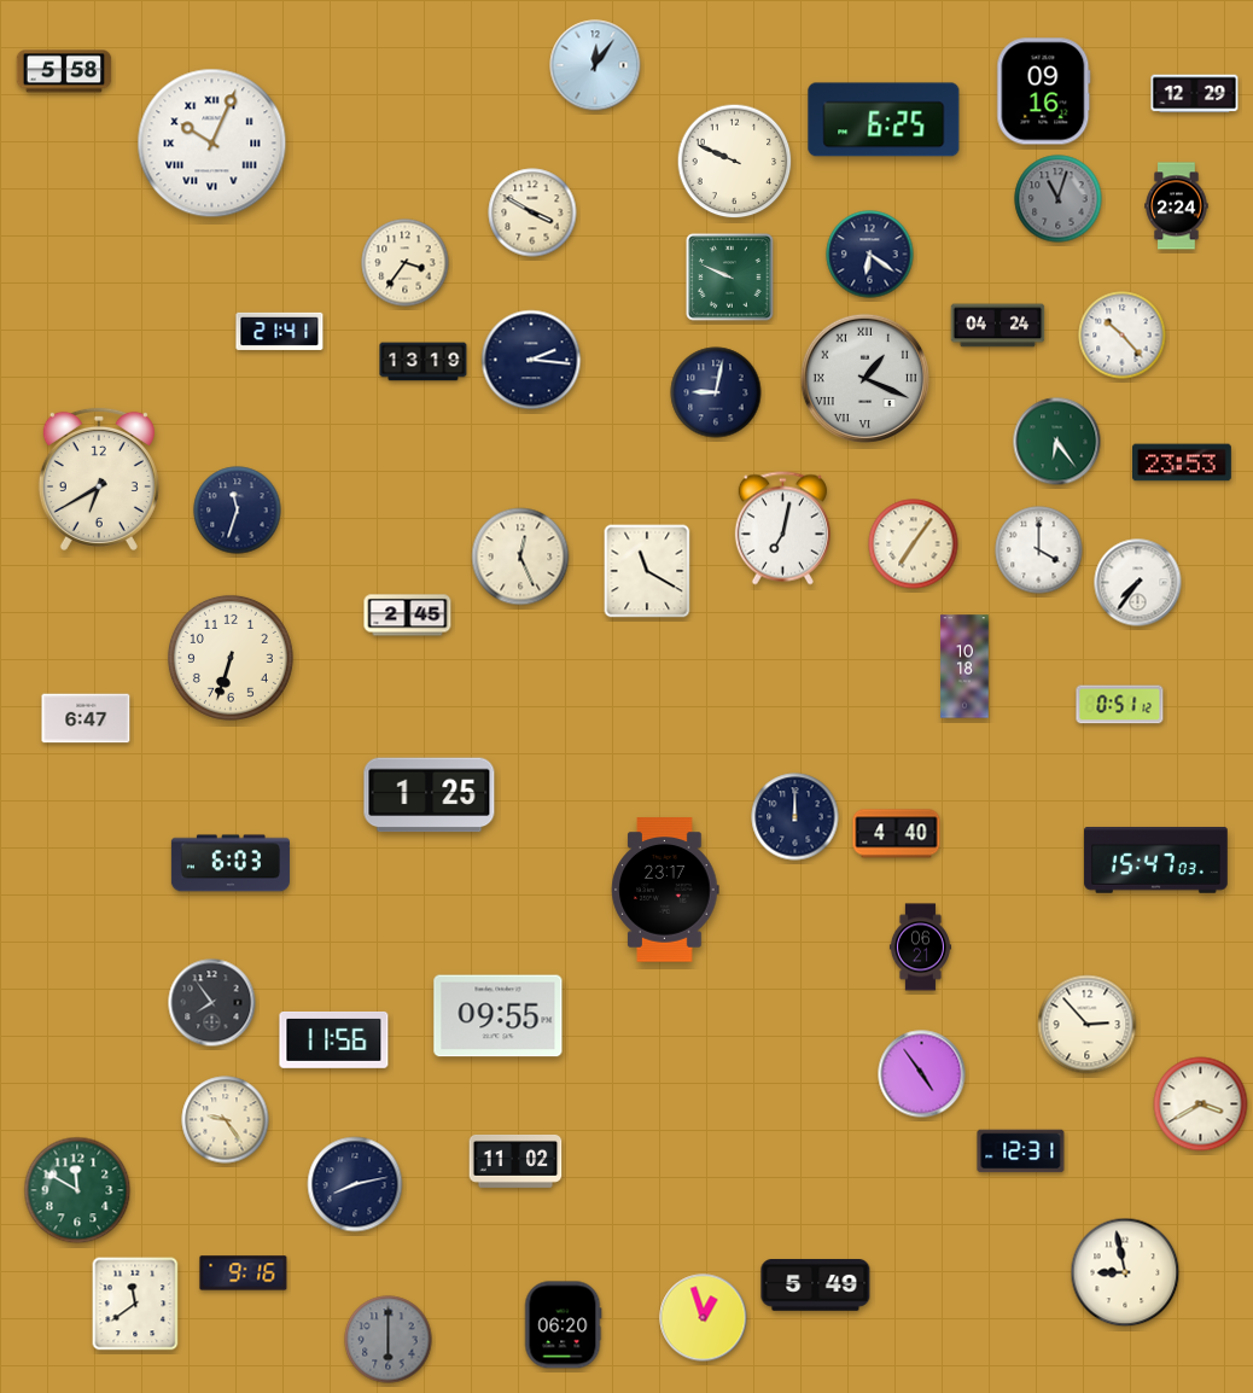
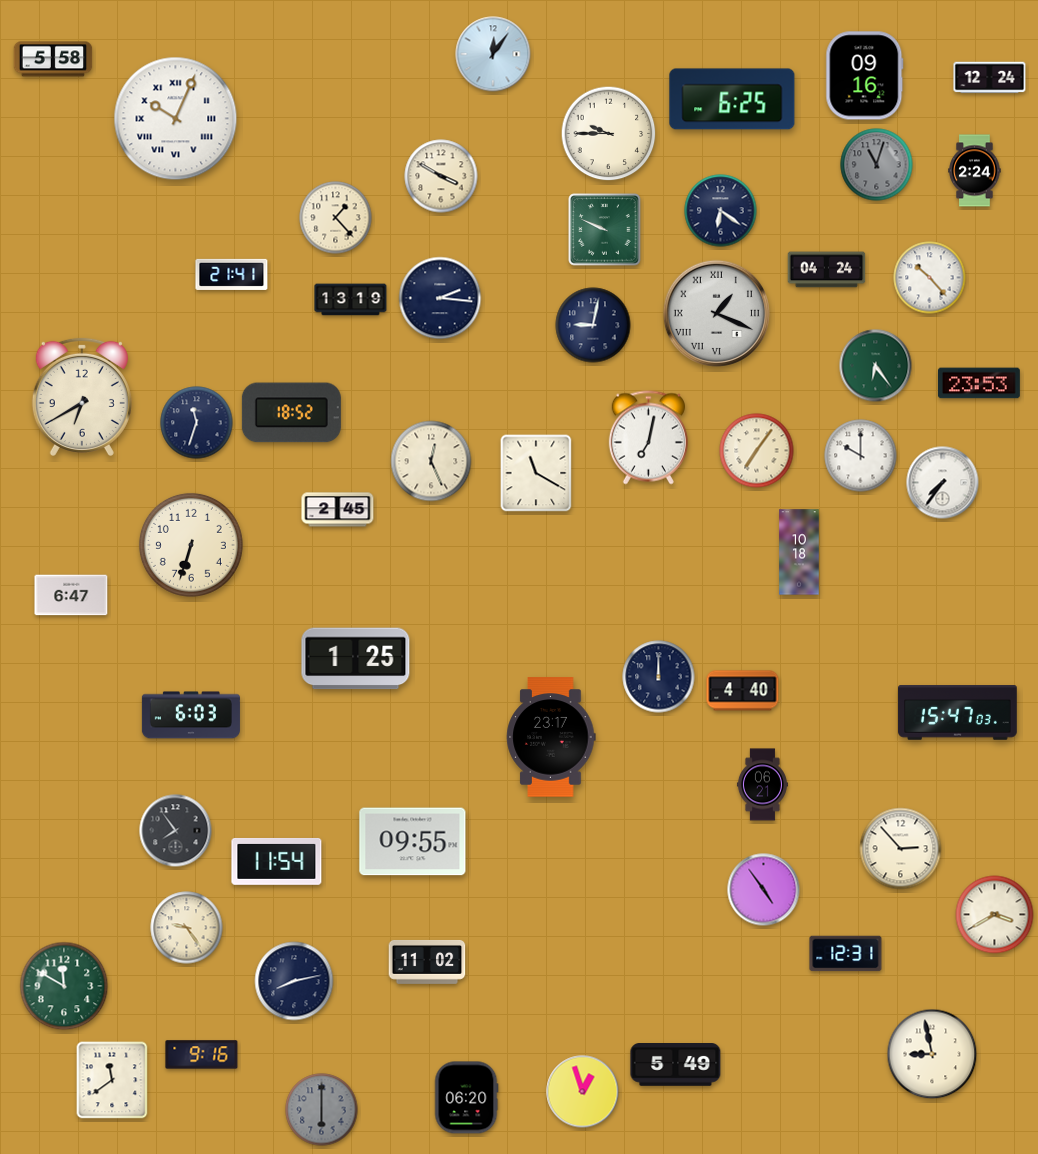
clock at (1195, 94): 12:29 -> 12:24
clock at (735, 162): 9:49 -> 9:45
clock at (406, 263): 3:36 -> 1:23
clock at (291, 413): none -> 18:52
clock at (1039, 550): 4:00 -> 10:00
clock at (1120, 705): 0:51 -> none
clock at (334, 1039): 11:56 -> 11:54
